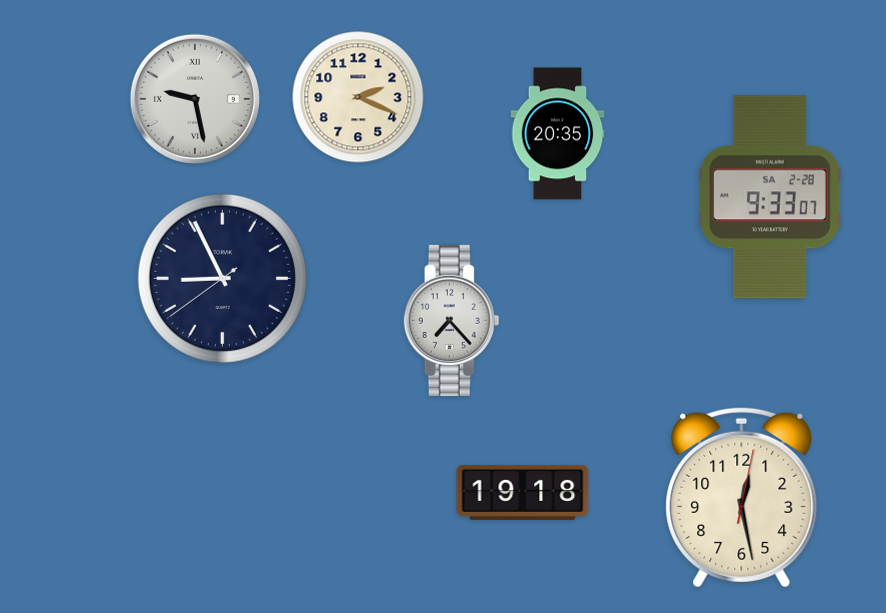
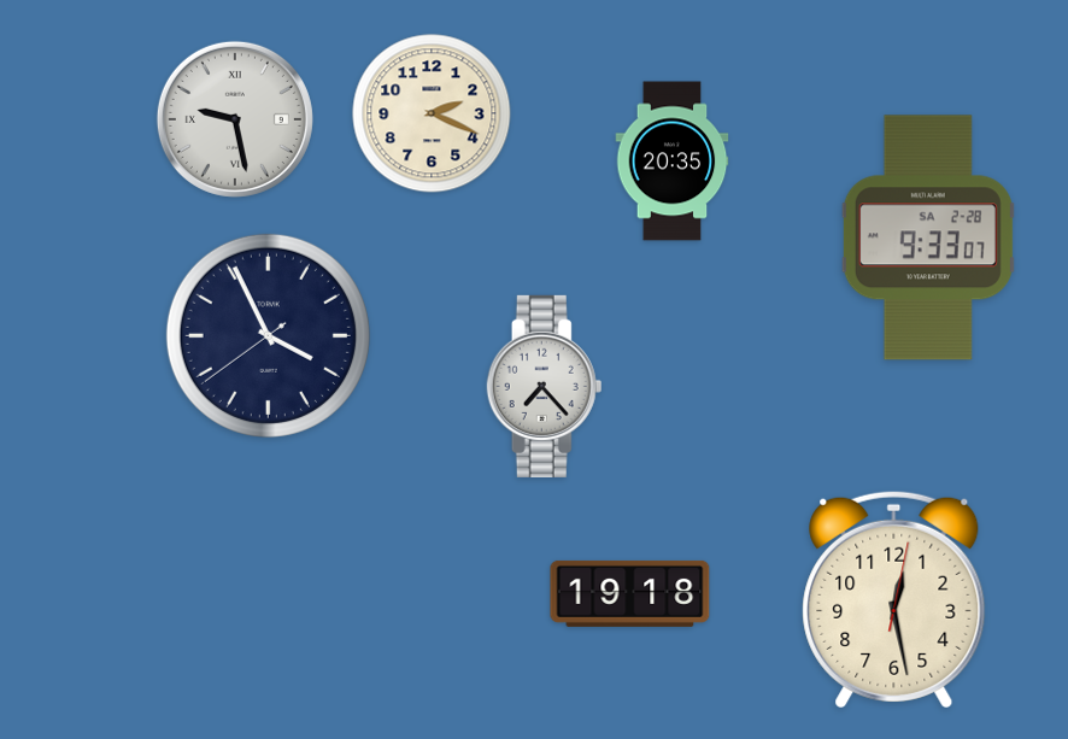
clock at (358, 97) position: (358, 97) -> (432, 113)
clock at (222, 278): 8:55 -> 3:55
